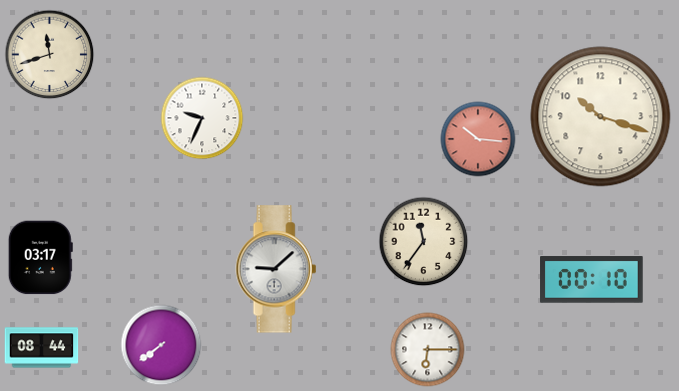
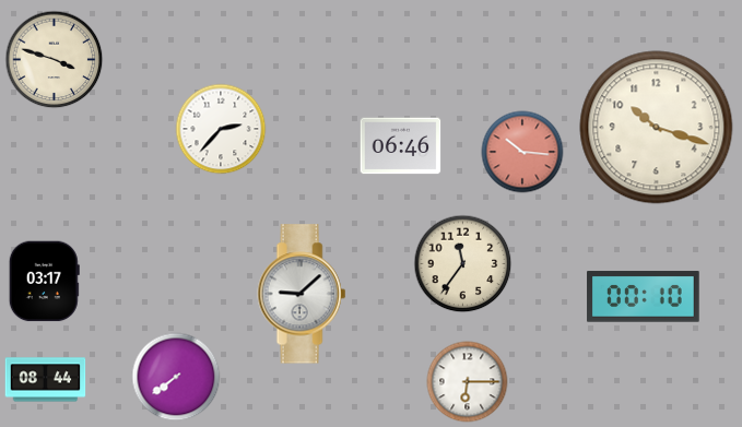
clock at (50, 55): 11:42 -> 3:48
clock at (202, 118): 9:34 -> 2:37
clock at (401, 146): none -> 06:46
clock at (592, 280) position: (592, 280) -> (644, 297)
